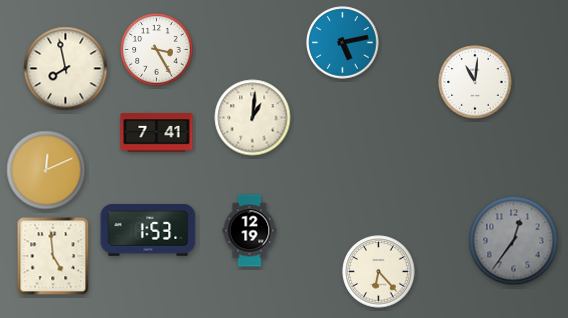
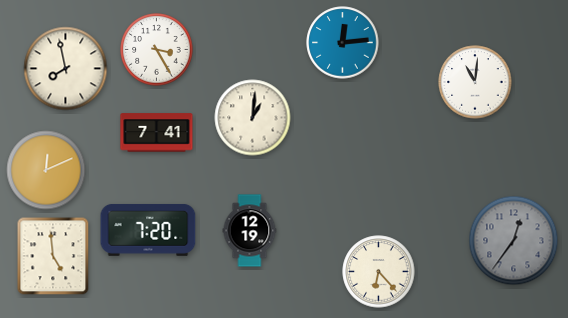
clock at (343, 43): 5:13 -> 12:14
clock at (148, 230): 1:53 -> 7:20
